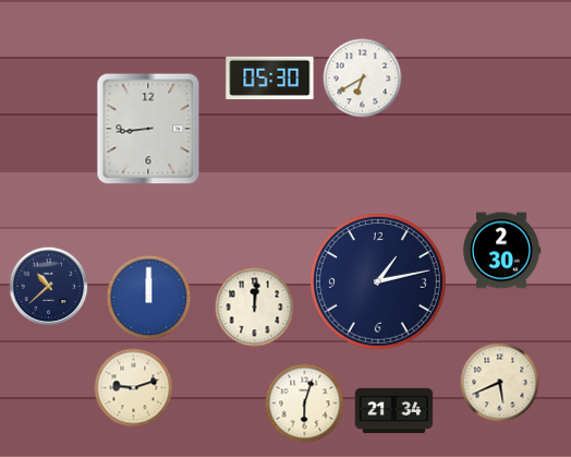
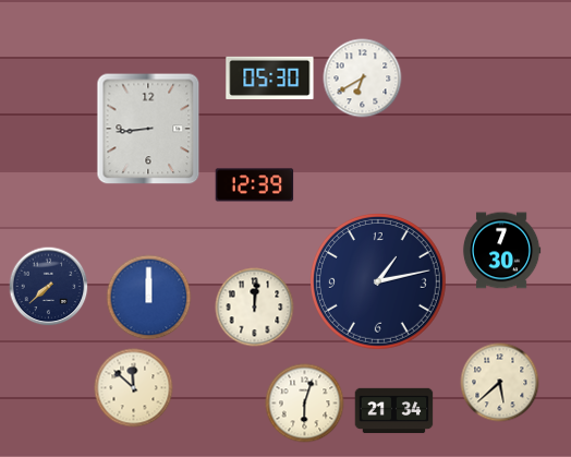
clock at (255, 185): none -> 12:39
clock at (501, 251): 2:30 -> 7:30
clock at (49, 287): 10:38 -> 7:38
clock at (500, 383): 5:41 -> 5:38
clock at (134, 388): 9:12 -> 11:52
